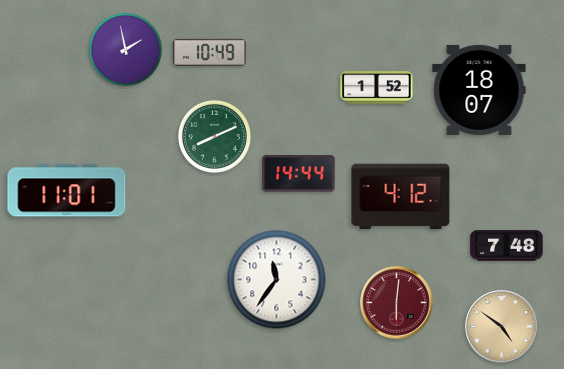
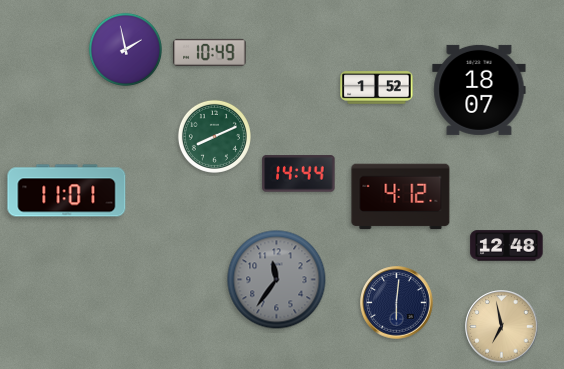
clock at (507, 246): 7:48 -> 12:48
clock at (277, 280) dial: white -> grey
clock at (397, 303) dial: burgundy -> navy
clock at (502, 327): 4:51 -> 6:58
